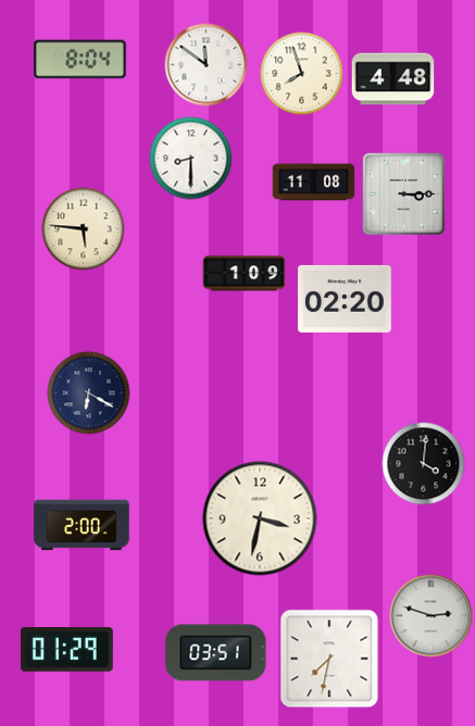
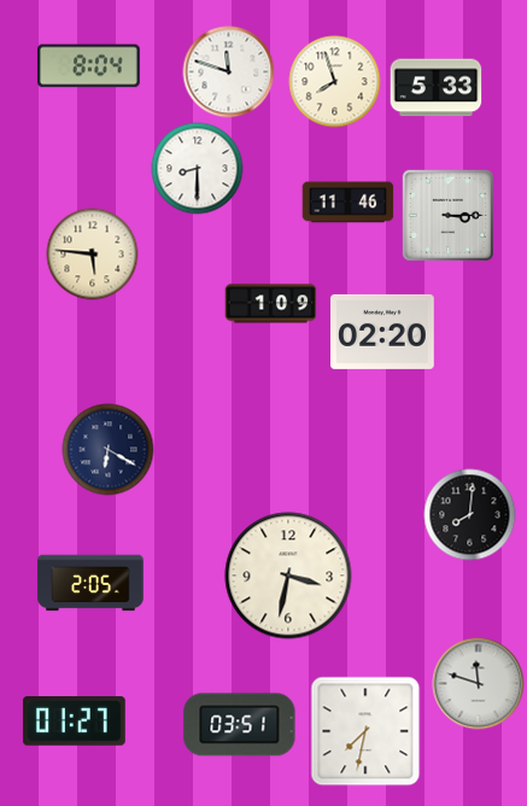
clock at (207, 65): 11:51 -> 11:48
clock at (393, 79): 4:48 -> 5:33
clock at (191, 159) position: (191, 159) -> (198, 169)
clock at (314, 183): 11:08 -> 11:46
clock at (89, 393) position: (89, 393) -> (109, 450)
clock at (424, 464): 4:01 -> 8:01
clock at (82, 525): 2:00 -> 2:05
clock at (432, 616): 2:48 -> 11:48
clock at (66, 650): 01:29 -> 01:27
